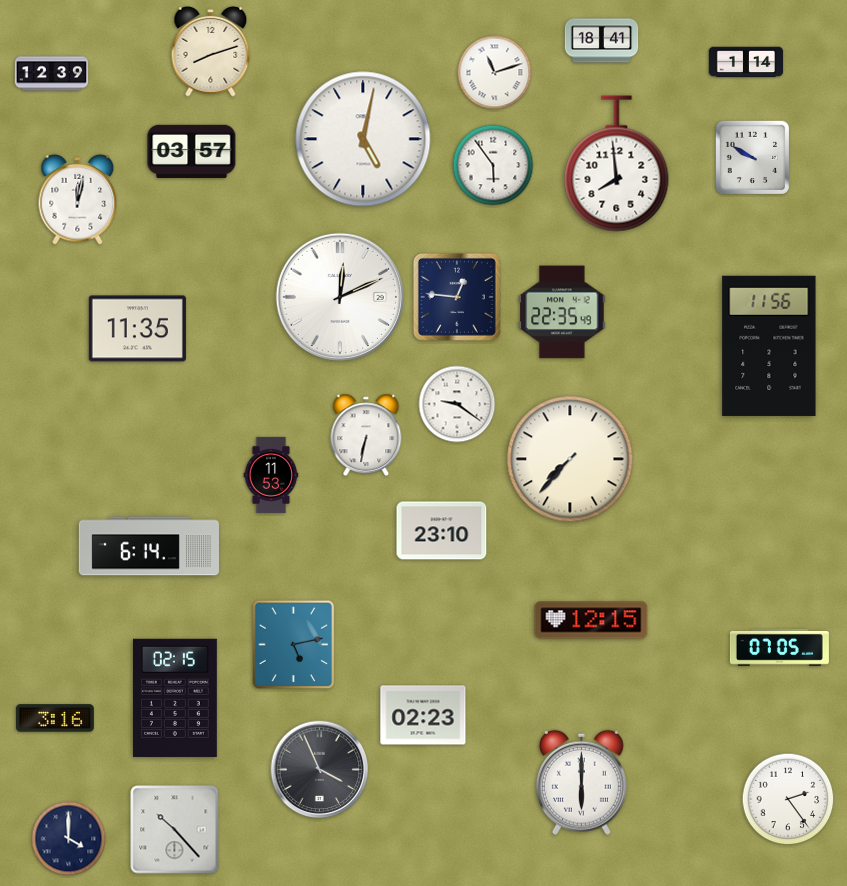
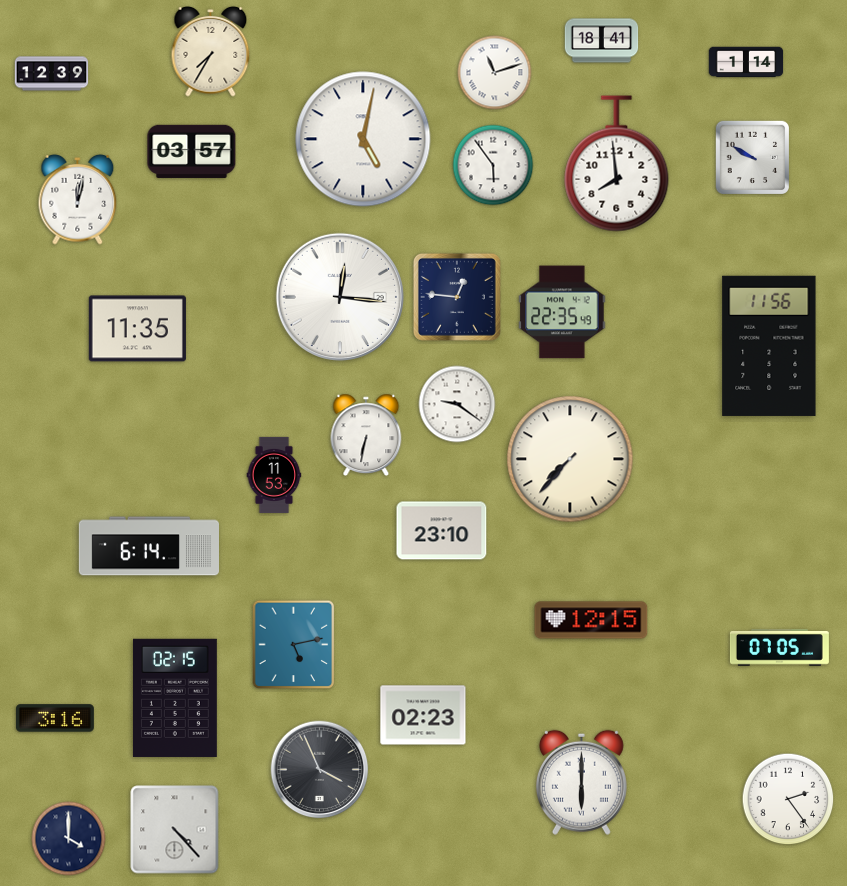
clock at (211, 51): 8:12 -> 7:35
clock at (340, 297): 12:11 -> 12:16
clock at (271, 475) position: (271, 475) -> (274, 475)
clock at (175, 830): 10:23 -> 4:23
